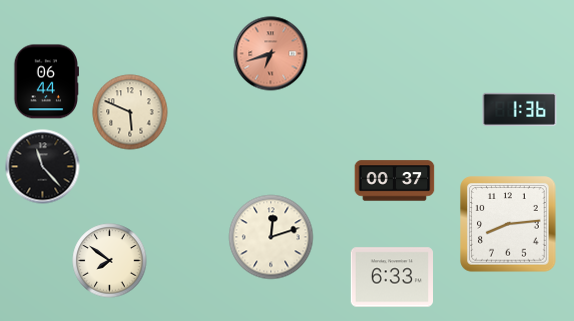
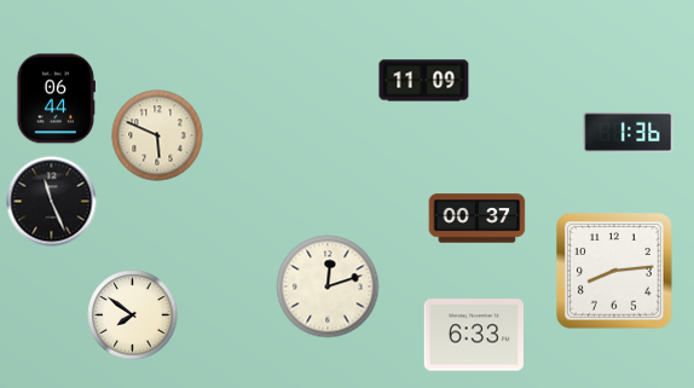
clock at (271, 54): 6:42 -> none
clock at (424, 81): none -> 11:09
clock at (43, 167): 11:23 -> 11:26
